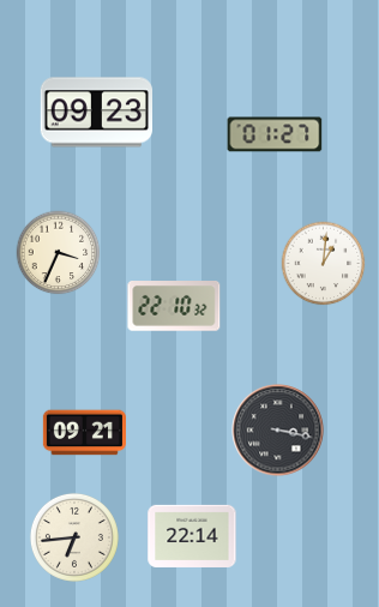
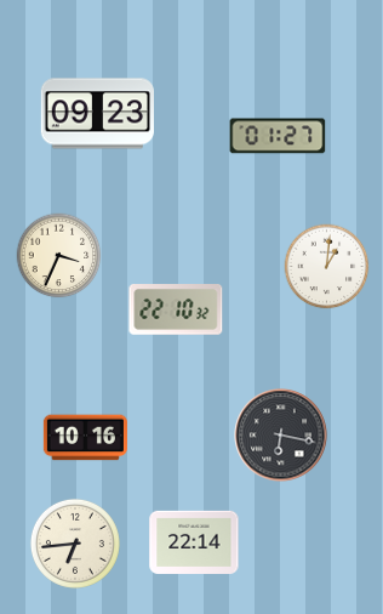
clock at (278, 431): 3:17 -> 6:17
clock at (84, 433): 09:21 -> 10:16
